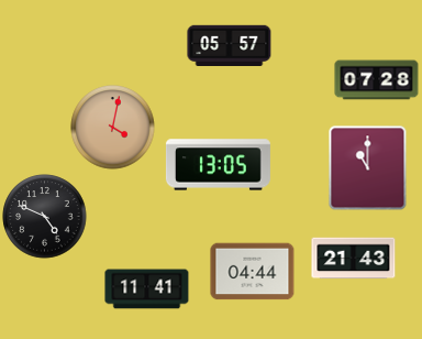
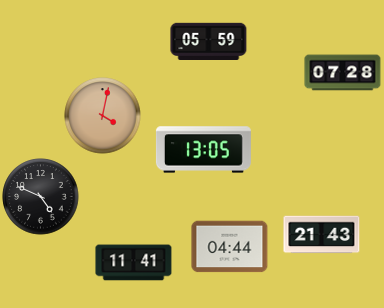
clock at (230, 45): 05:57 -> 05:59
clock at (218, 165) position: (218, 165) -> (203, 150)
clock at (368, 168): 11:00 -> none
